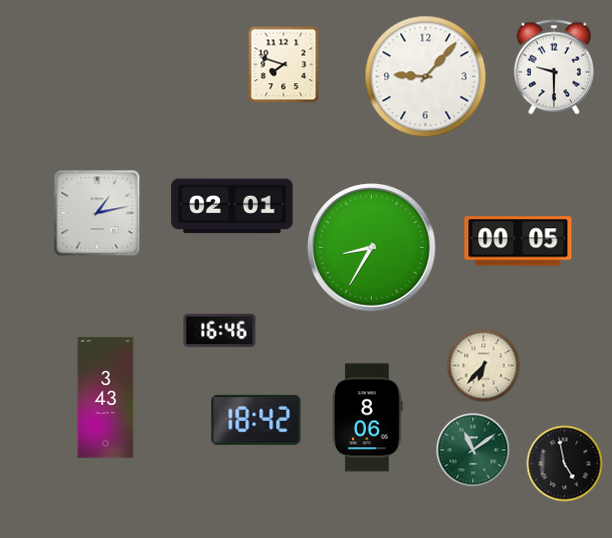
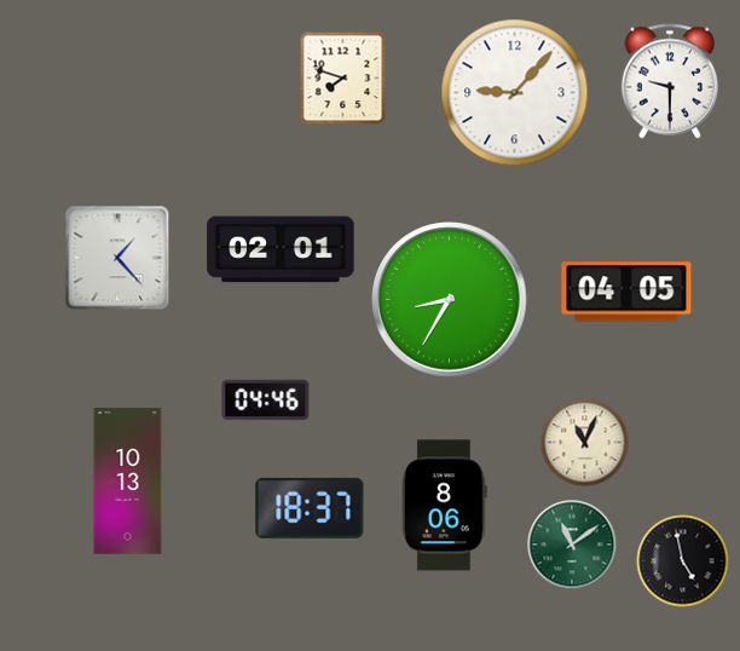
clock at (97, 213): 1:13 -> 1:23
clock at (518, 241): 00:05 -> 04:05
clock at (220, 331): 16:46 -> 04:46
clock at (484, 366): 6:37 -> 11:04
clock at (106, 398): 3:43 -> 10:13
clock at (256, 420): 18:42 -> 18:37
